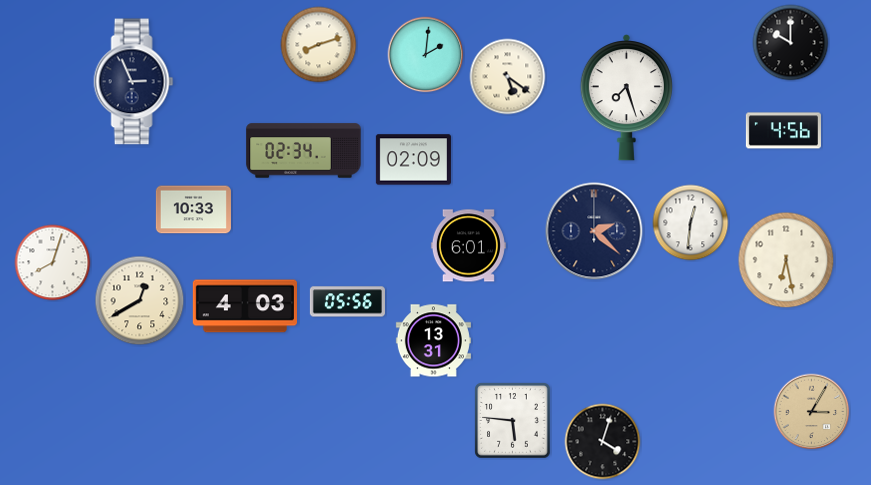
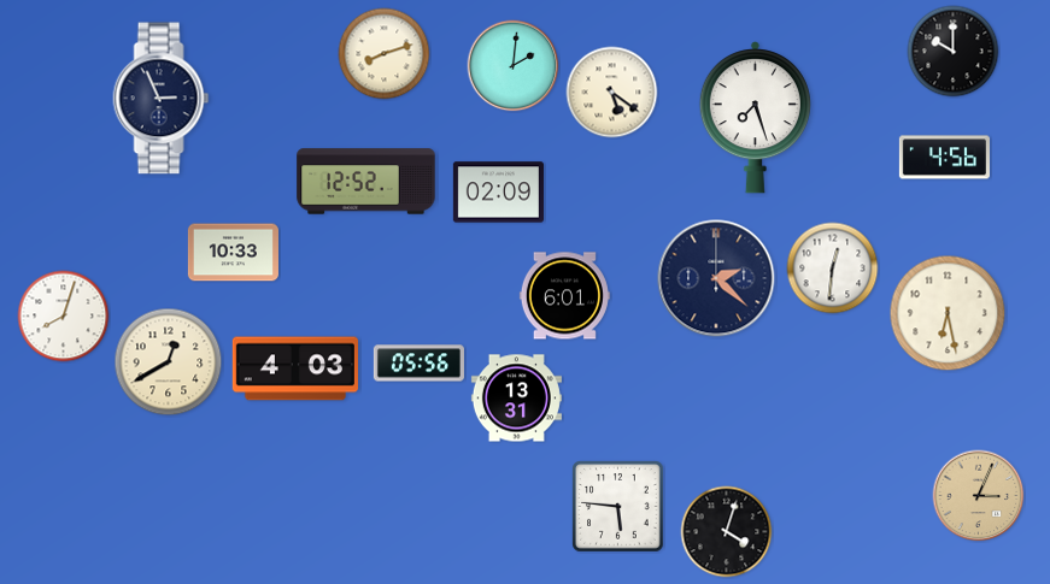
clock at (304, 151): 02:34 -> 12:52
clock at (433, 341) position: (433, 341) -> (516, 399)
clock at (812, 412): 3:05 -> 3:04
